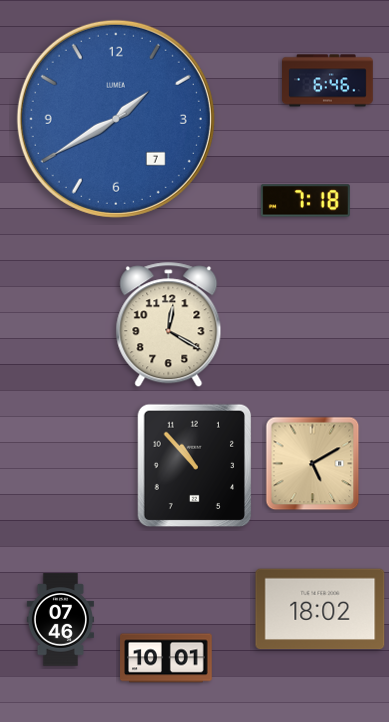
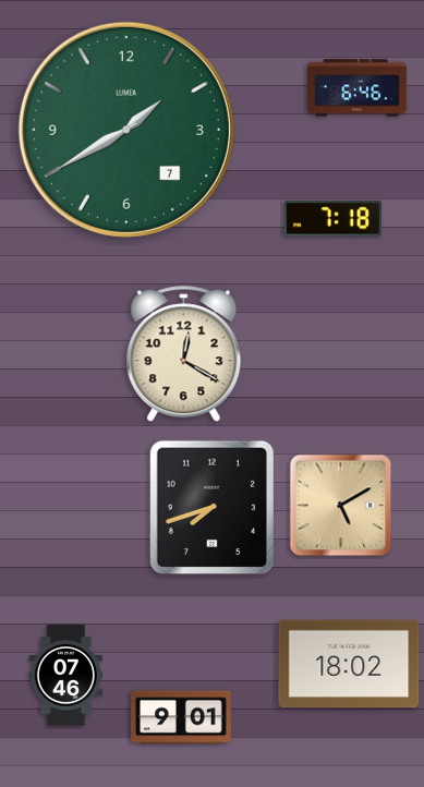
clock at (116, 119) dial: blue -> green
clock at (195, 466): 10:53 -> 7:42
clock at (166, 658): 10:01 -> 9:01
